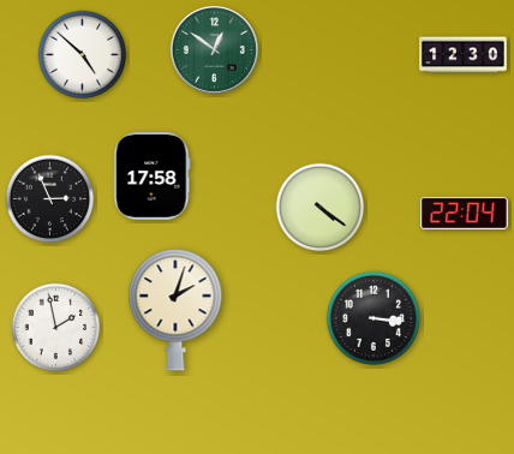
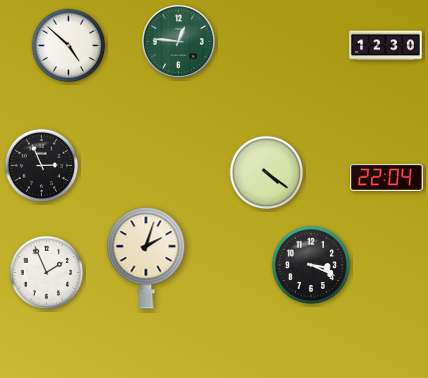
clock at (214, 49): 12:51 -> 12:46
clock at (153, 177): 17:58 -> none
clock at (373, 318): 3:16 -> 3:19
clock at (56, 328): 1:58 -> 1:56
